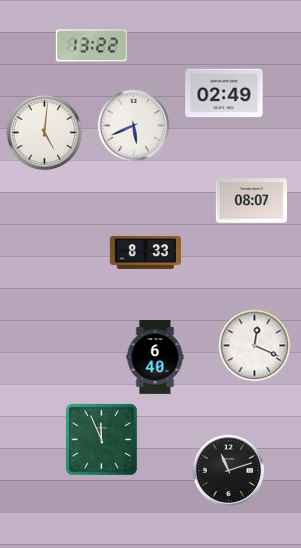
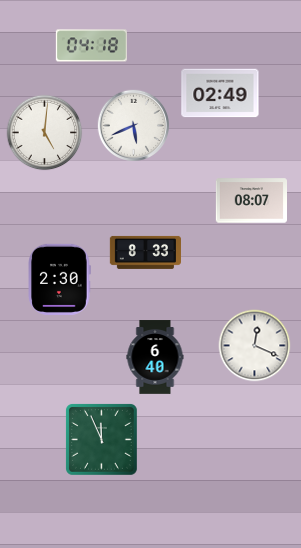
clock at (91, 46): 13:22 -> 04:18
clock at (224, 93) position: (224, 93) -> (220, 93)
clock at (59, 279): none -> 2:30
clock at (228, 470): 11:12 -> none
